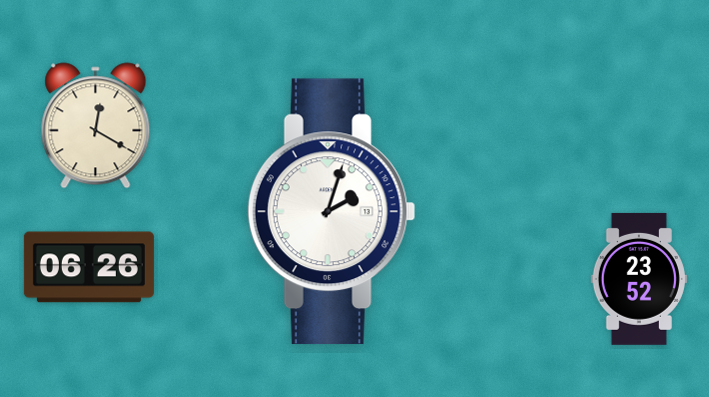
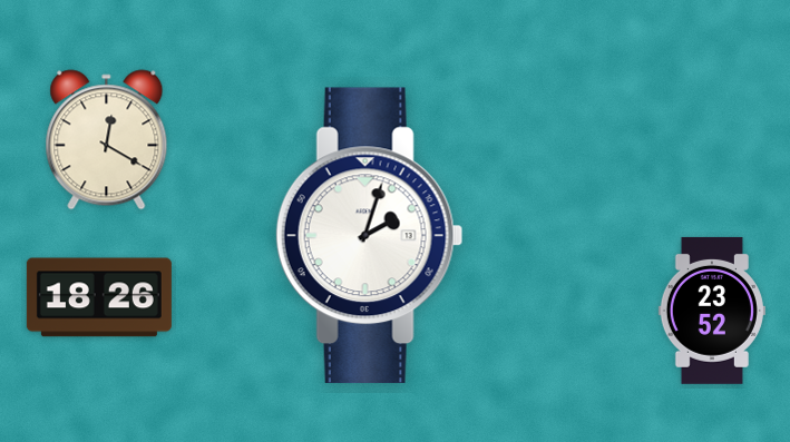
clock at (89, 267): 06:26 -> 18:26
